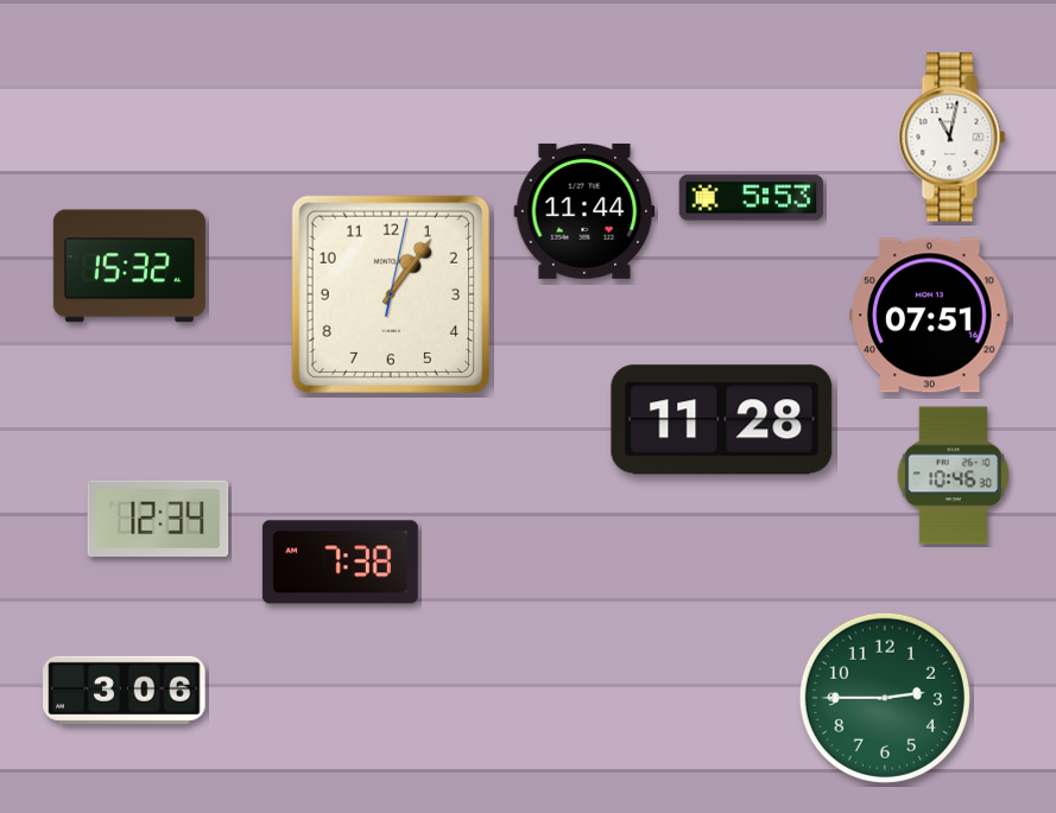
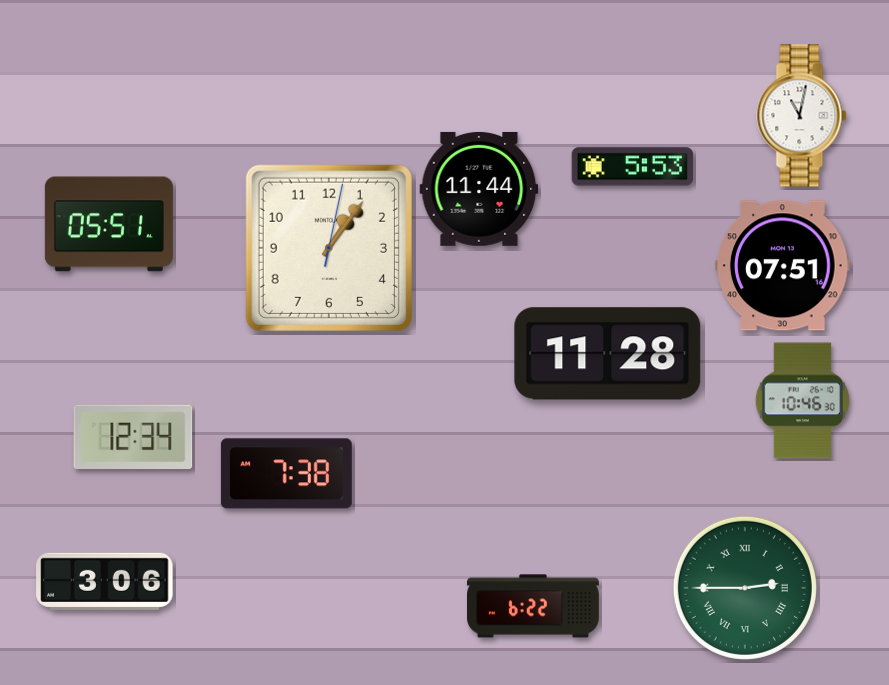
clock at (584, 211) position: (584, 211) -> (479, 189)
clock at (129, 266): 15:32 -> 05:51
clock at (885, 698) numerals: Arabic -> Roman
clock at (534, 606): none -> 6:22
